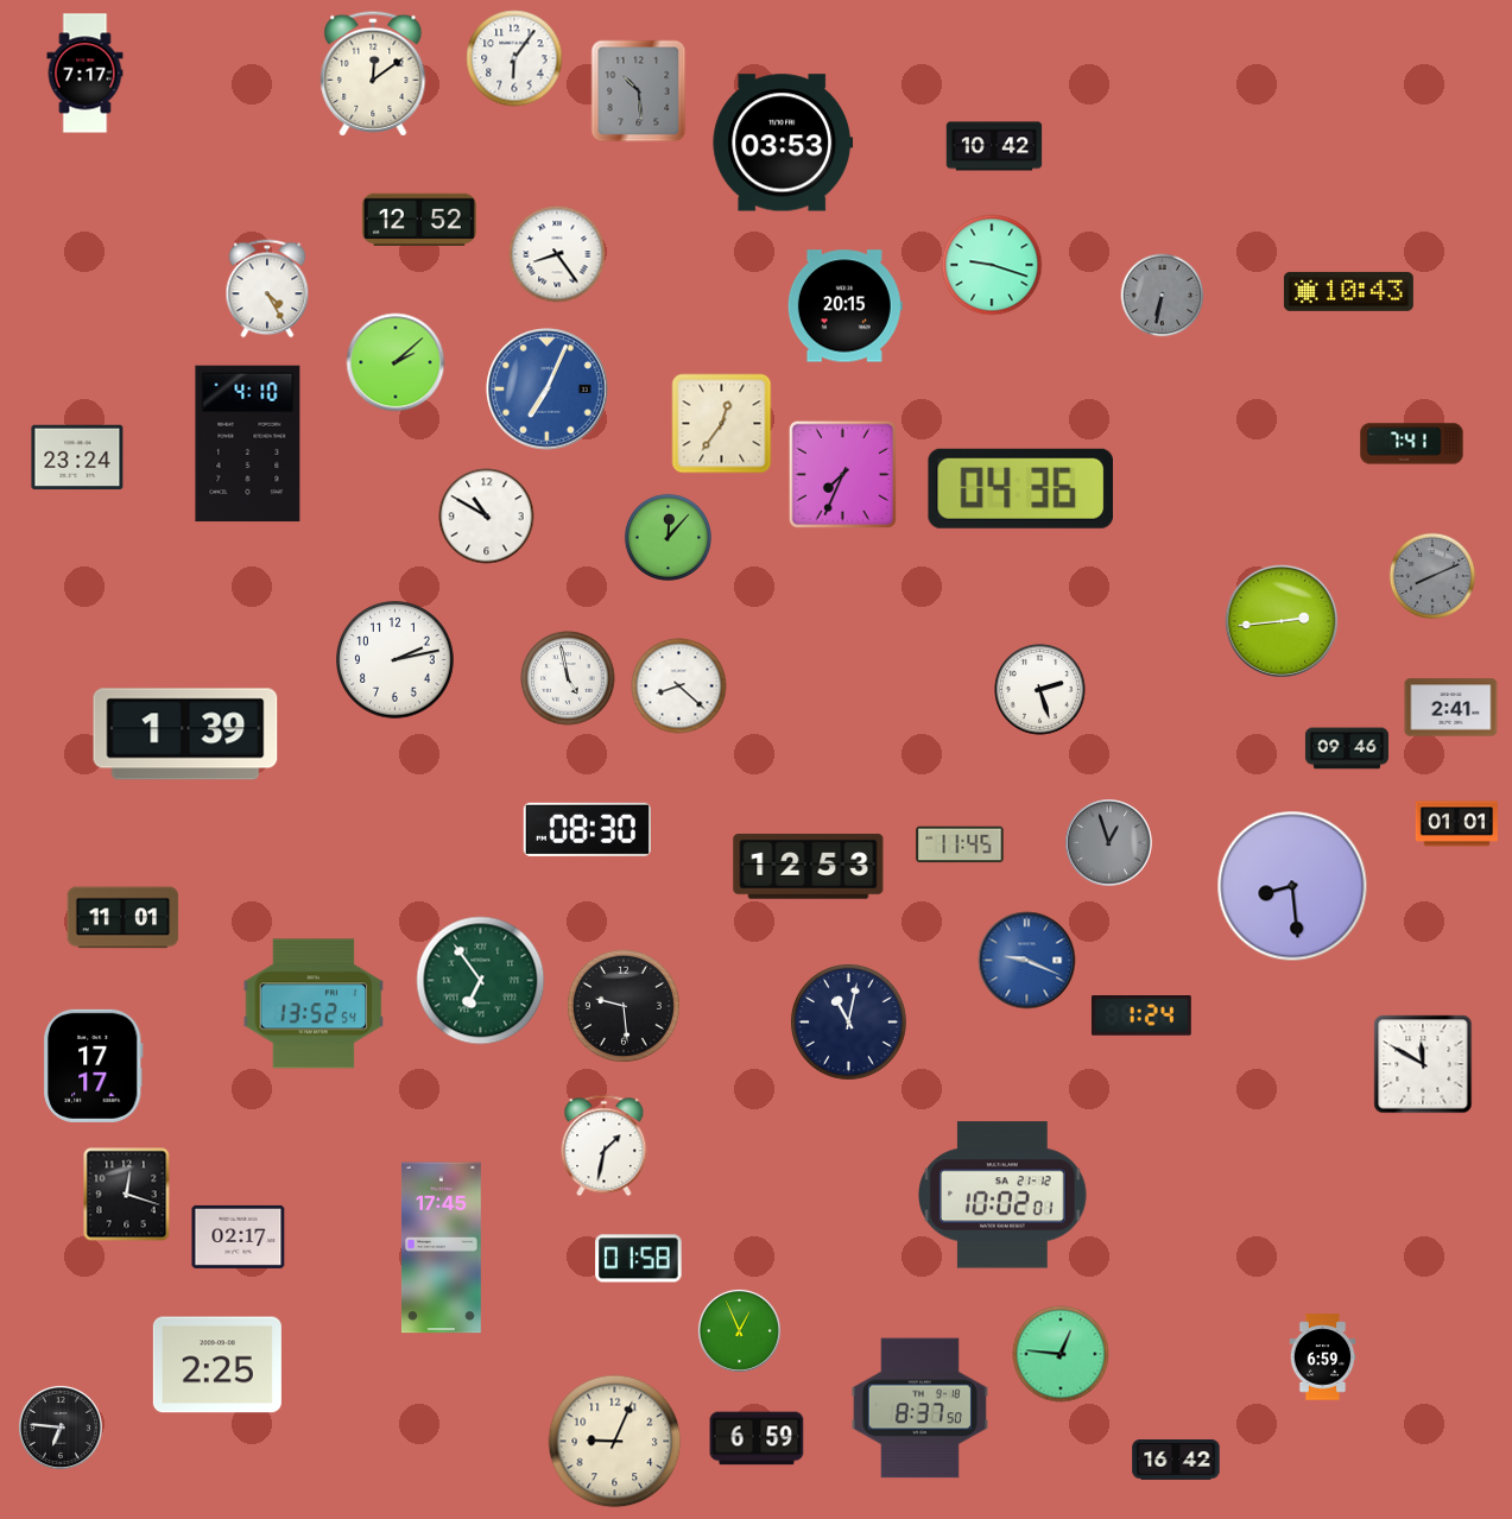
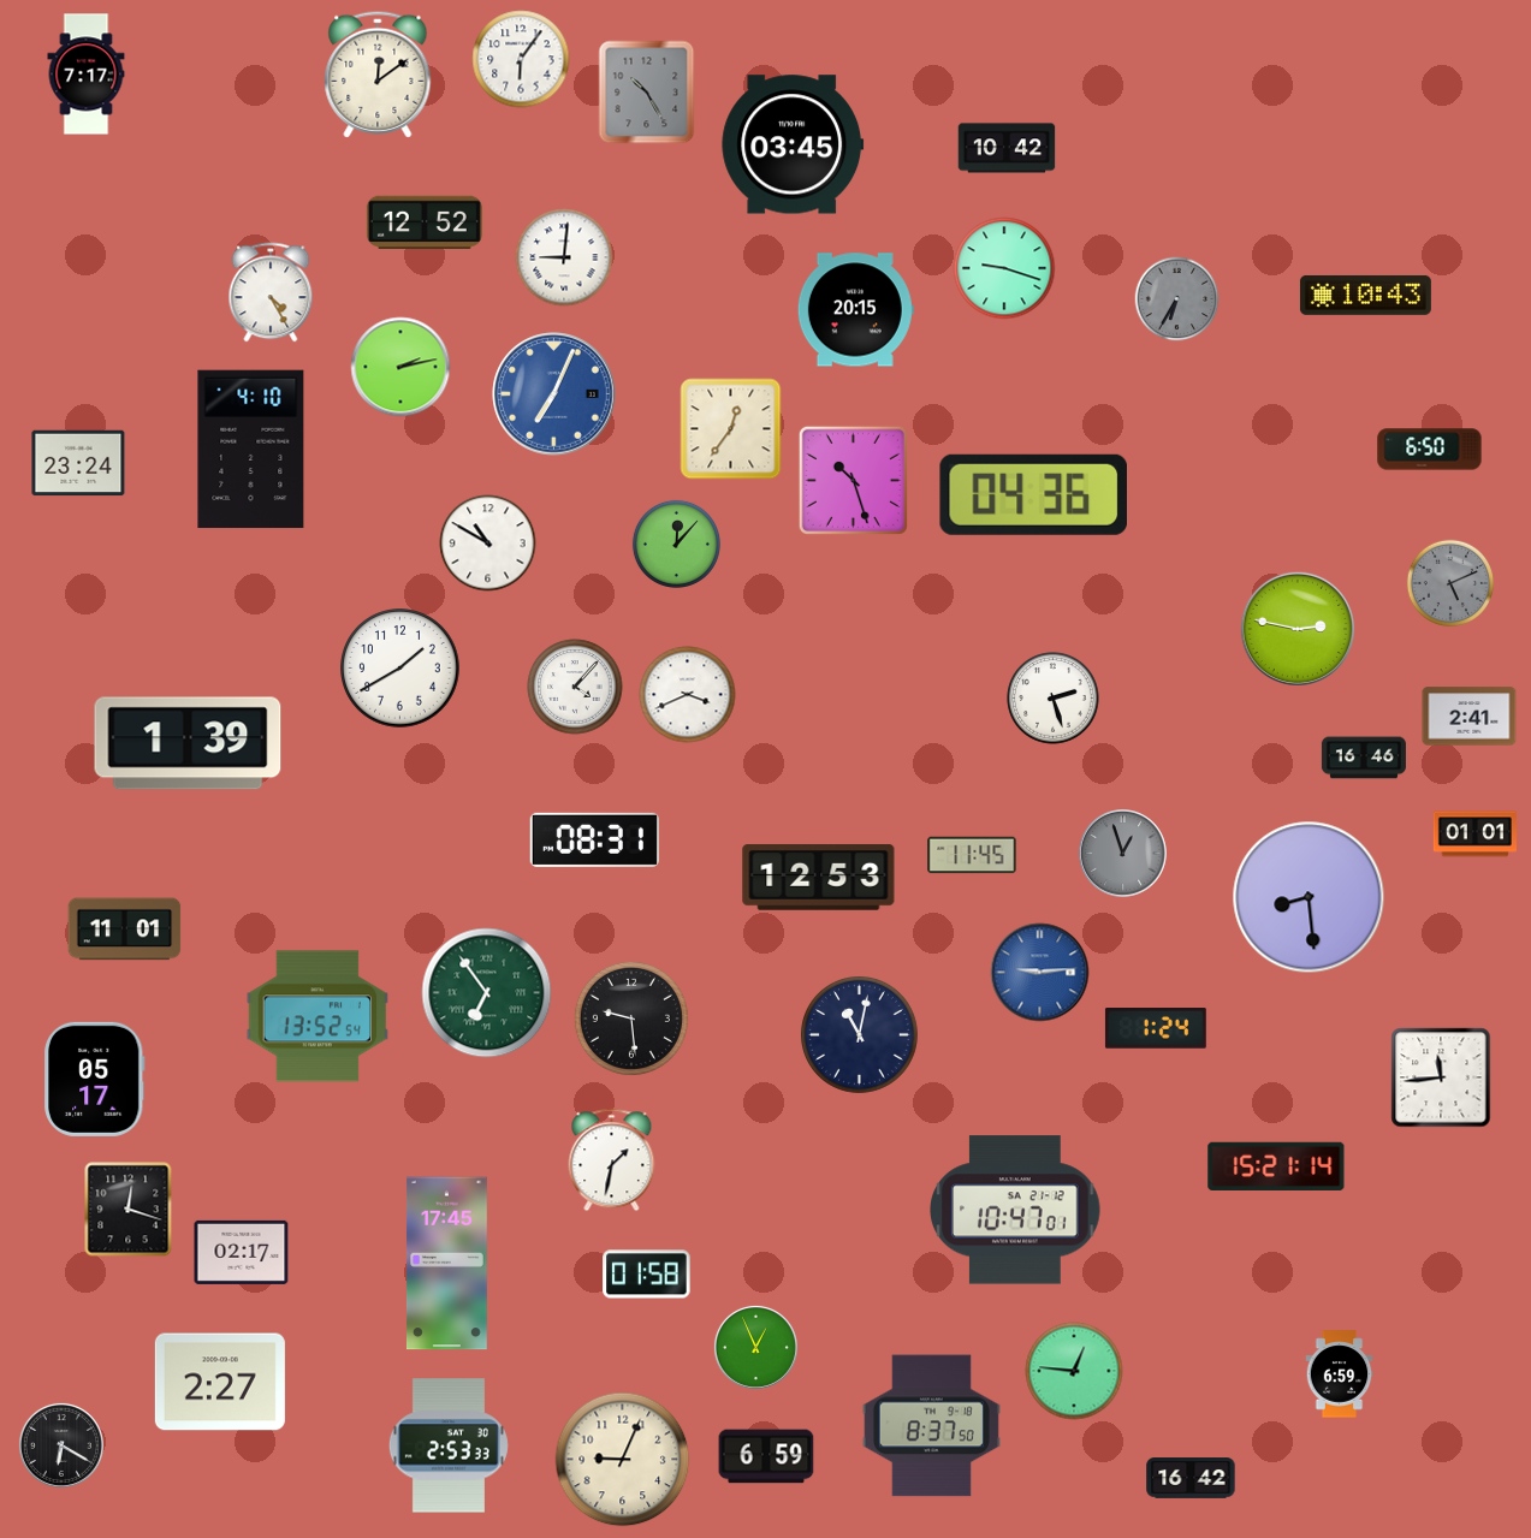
clock at (639, 91): 10:29 -> 10:25
clock at (783, 143): 03:53 -> 03:45
clock at (557, 254): 8:24 -> 9:01
clock at (1163, 296): 6:32 -> 6:35
clock at (396, 362): 2:08 -> 2:13
clock at (1412, 444): 7:41 -> 6:50
clock at (842, 474): 7:34 -> 10:27
clock at (487, 517) position: (487, 517) -> (488, 544)
clock at (1432, 576): 8:11 -> 5:11
clock at (1280, 620): 2:44 -> 2:47
clock at (396, 660): 2:13 -> 1:40
clock at (568, 678): 4:58 -> 4:07
clock at (679, 686): 8:22 -> 3:41
clock at (1347, 748): 09:46 -> 16:46
clock at (587, 829): 08:30 -> 08:31
clock at (1027, 961): 9:19 -> 9:14
clock at (1423, 1064): 11:50 -> 11:44
clock at (93, 1065): 17:17 -> 05:17
clock at (1276, 1166): none -> 15:21
clock at (1002, 1195): 10:02 -> 10:47
clock at (739, 1330) position: (739, 1330) -> (755, 1347)
clock at (217, 1365): 2:25 -> 2:27
clock at (61, 1428): 6:46 -> 6:20
clock at (449, 1445): none -> 2:53
